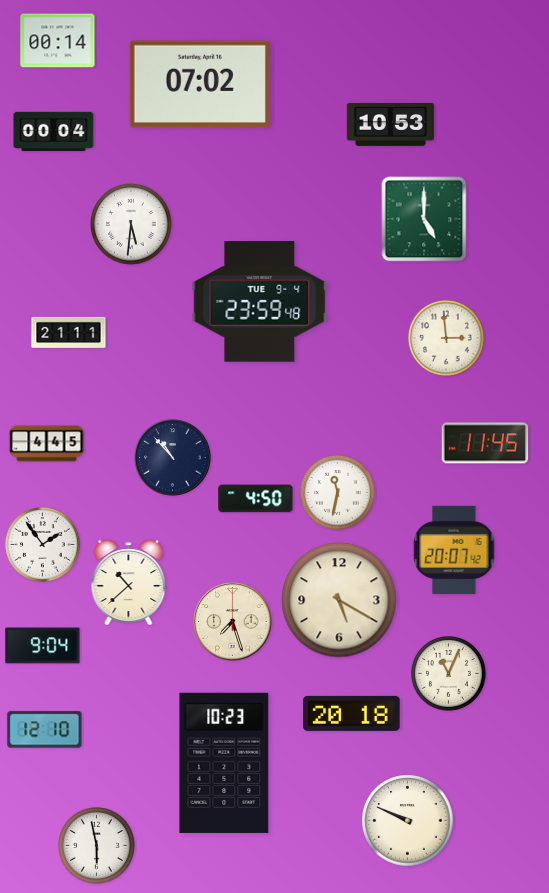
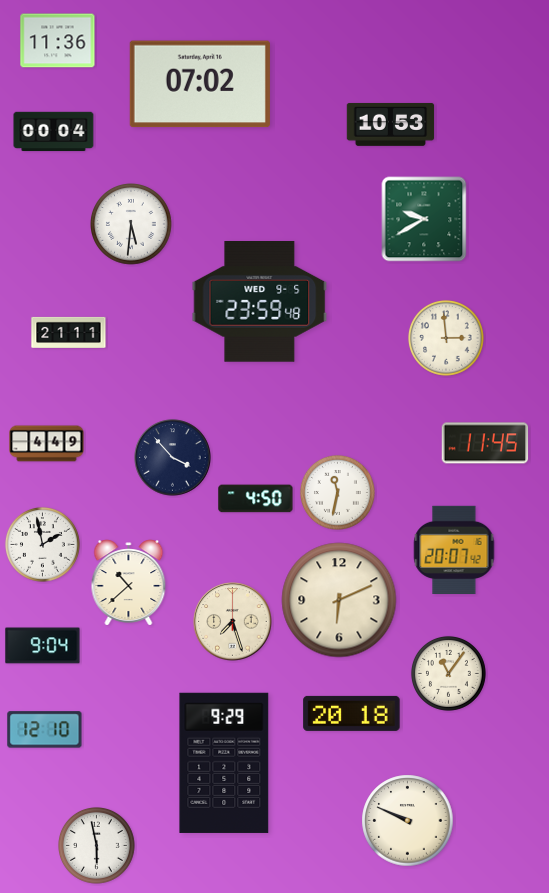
clock at (58, 41): 00:14 -> 11:36
clock at (424, 219): 5:00 -> 9:40
clock at (260, 302) date: TUE 9-4 -> WED 9-5
clock at (47, 444): 4:45 -> 4:49
clock at (173, 458): 10:53 -> 3:53
clock at (42, 544): 1:54 -> 1:58
clock at (339, 600): 5:20 -> 6:11
clock at (448, 673): 11:04 -> 11:06
clock at (224, 763): 10:23 -> 9:29
